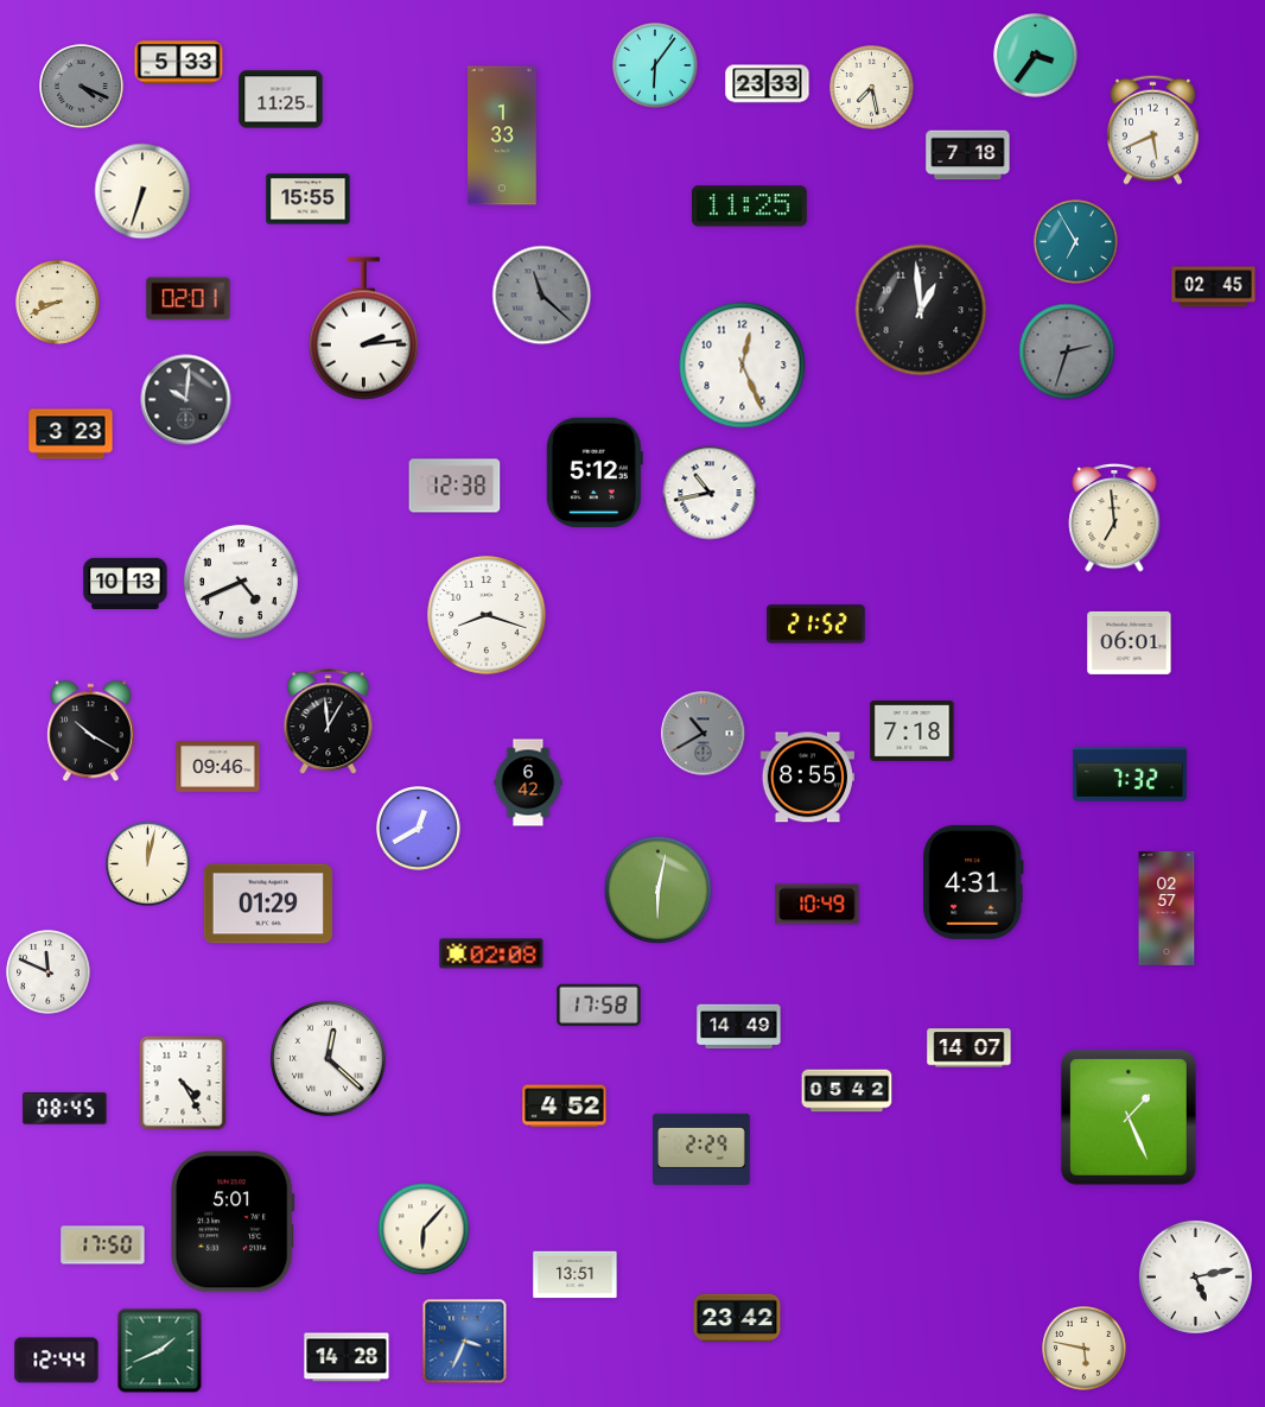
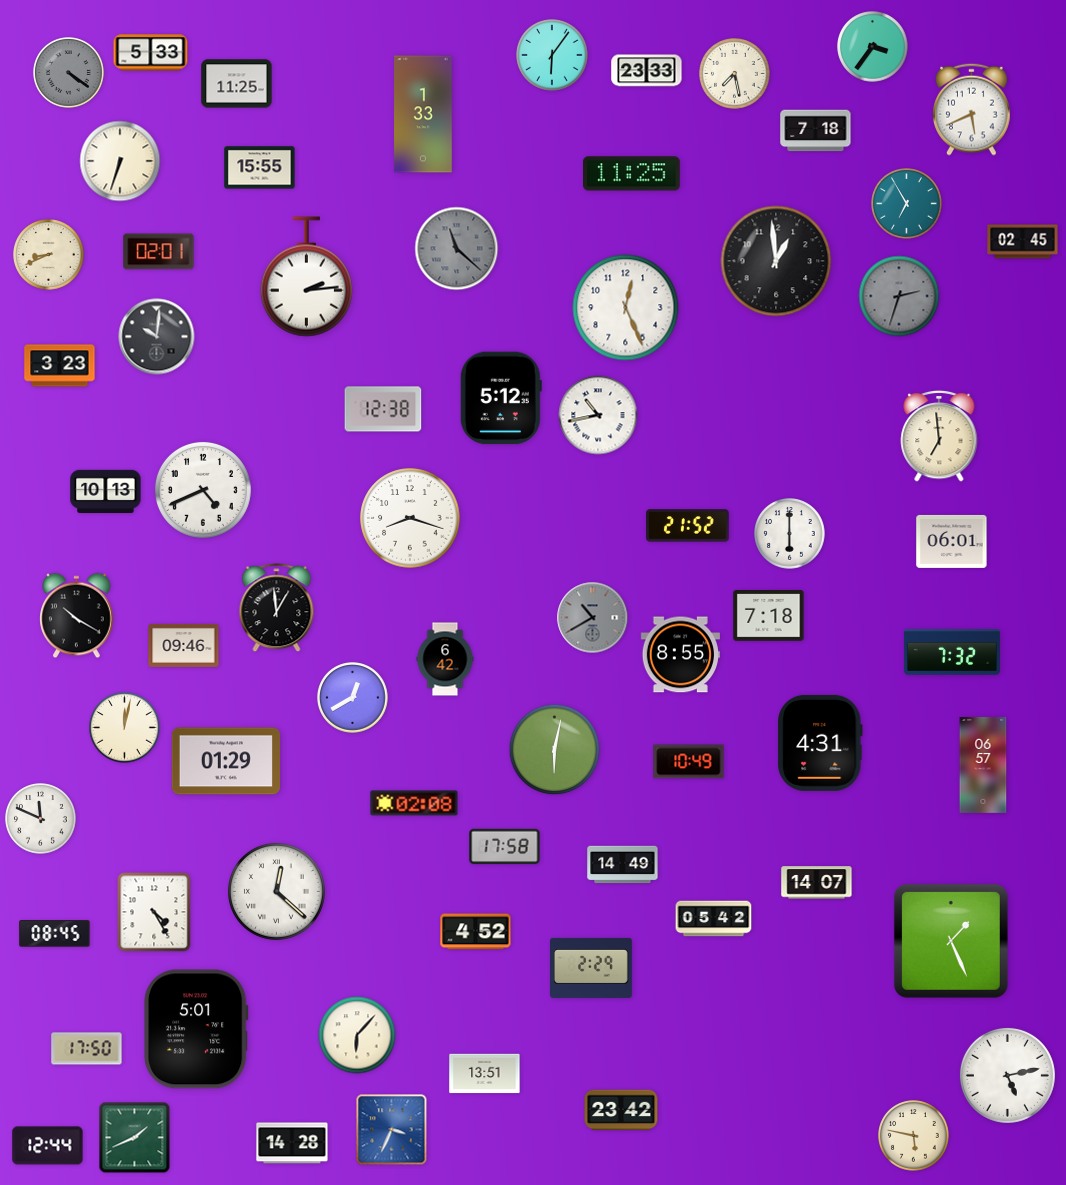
clock at (82, 87): 4:19 -> 4:21
clock at (790, 534): none -> 6:00
clock at (1167, 908): 02:57 -> 06:57
